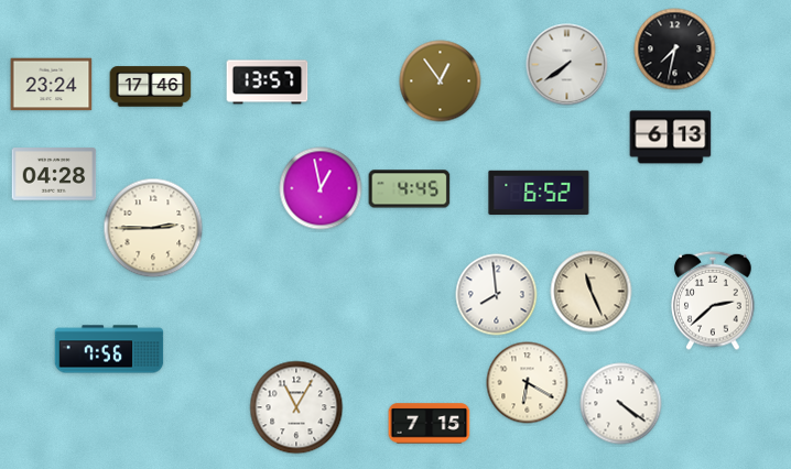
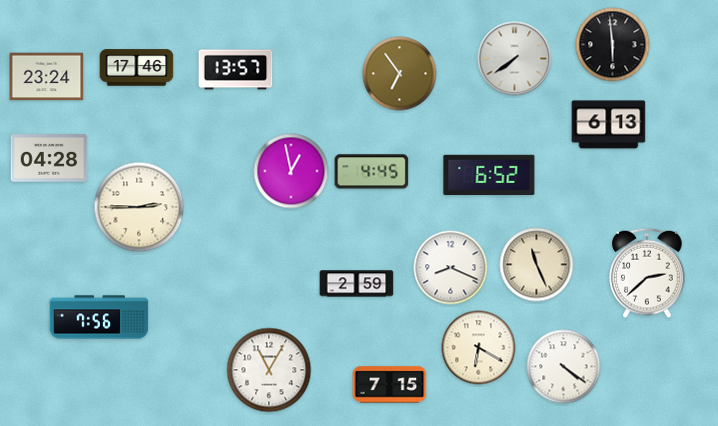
clock at (675, 50): 7:32 -> 5:59
clock at (441, 81): 12:54 -> 6:54
clock at (268, 83) position: (268, 83) -> (236, 70)
clock at (151, 87) position: (151, 87) -> (137, 68)
clock at (497, 295): 7:59 -> 8:19
clock at (357, 284): none -> 2:59
